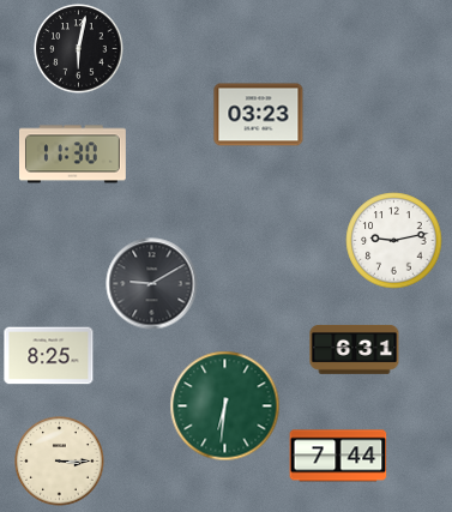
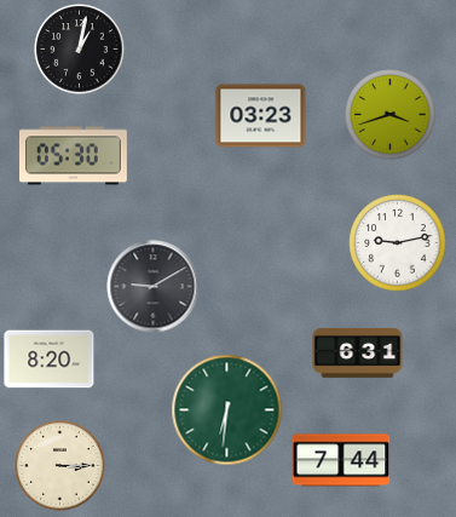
clock at (79, 49): 6:02 -> 1:02
clock at (391, 115): none -> 3:42
clock at (73, 155): 11:30 -> 05:30
clock at (49, 356): 8:25 -> 8:20
